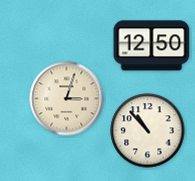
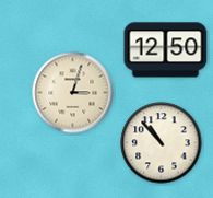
clock at (67, 99) position: (67, 99) -> (73, 93)
